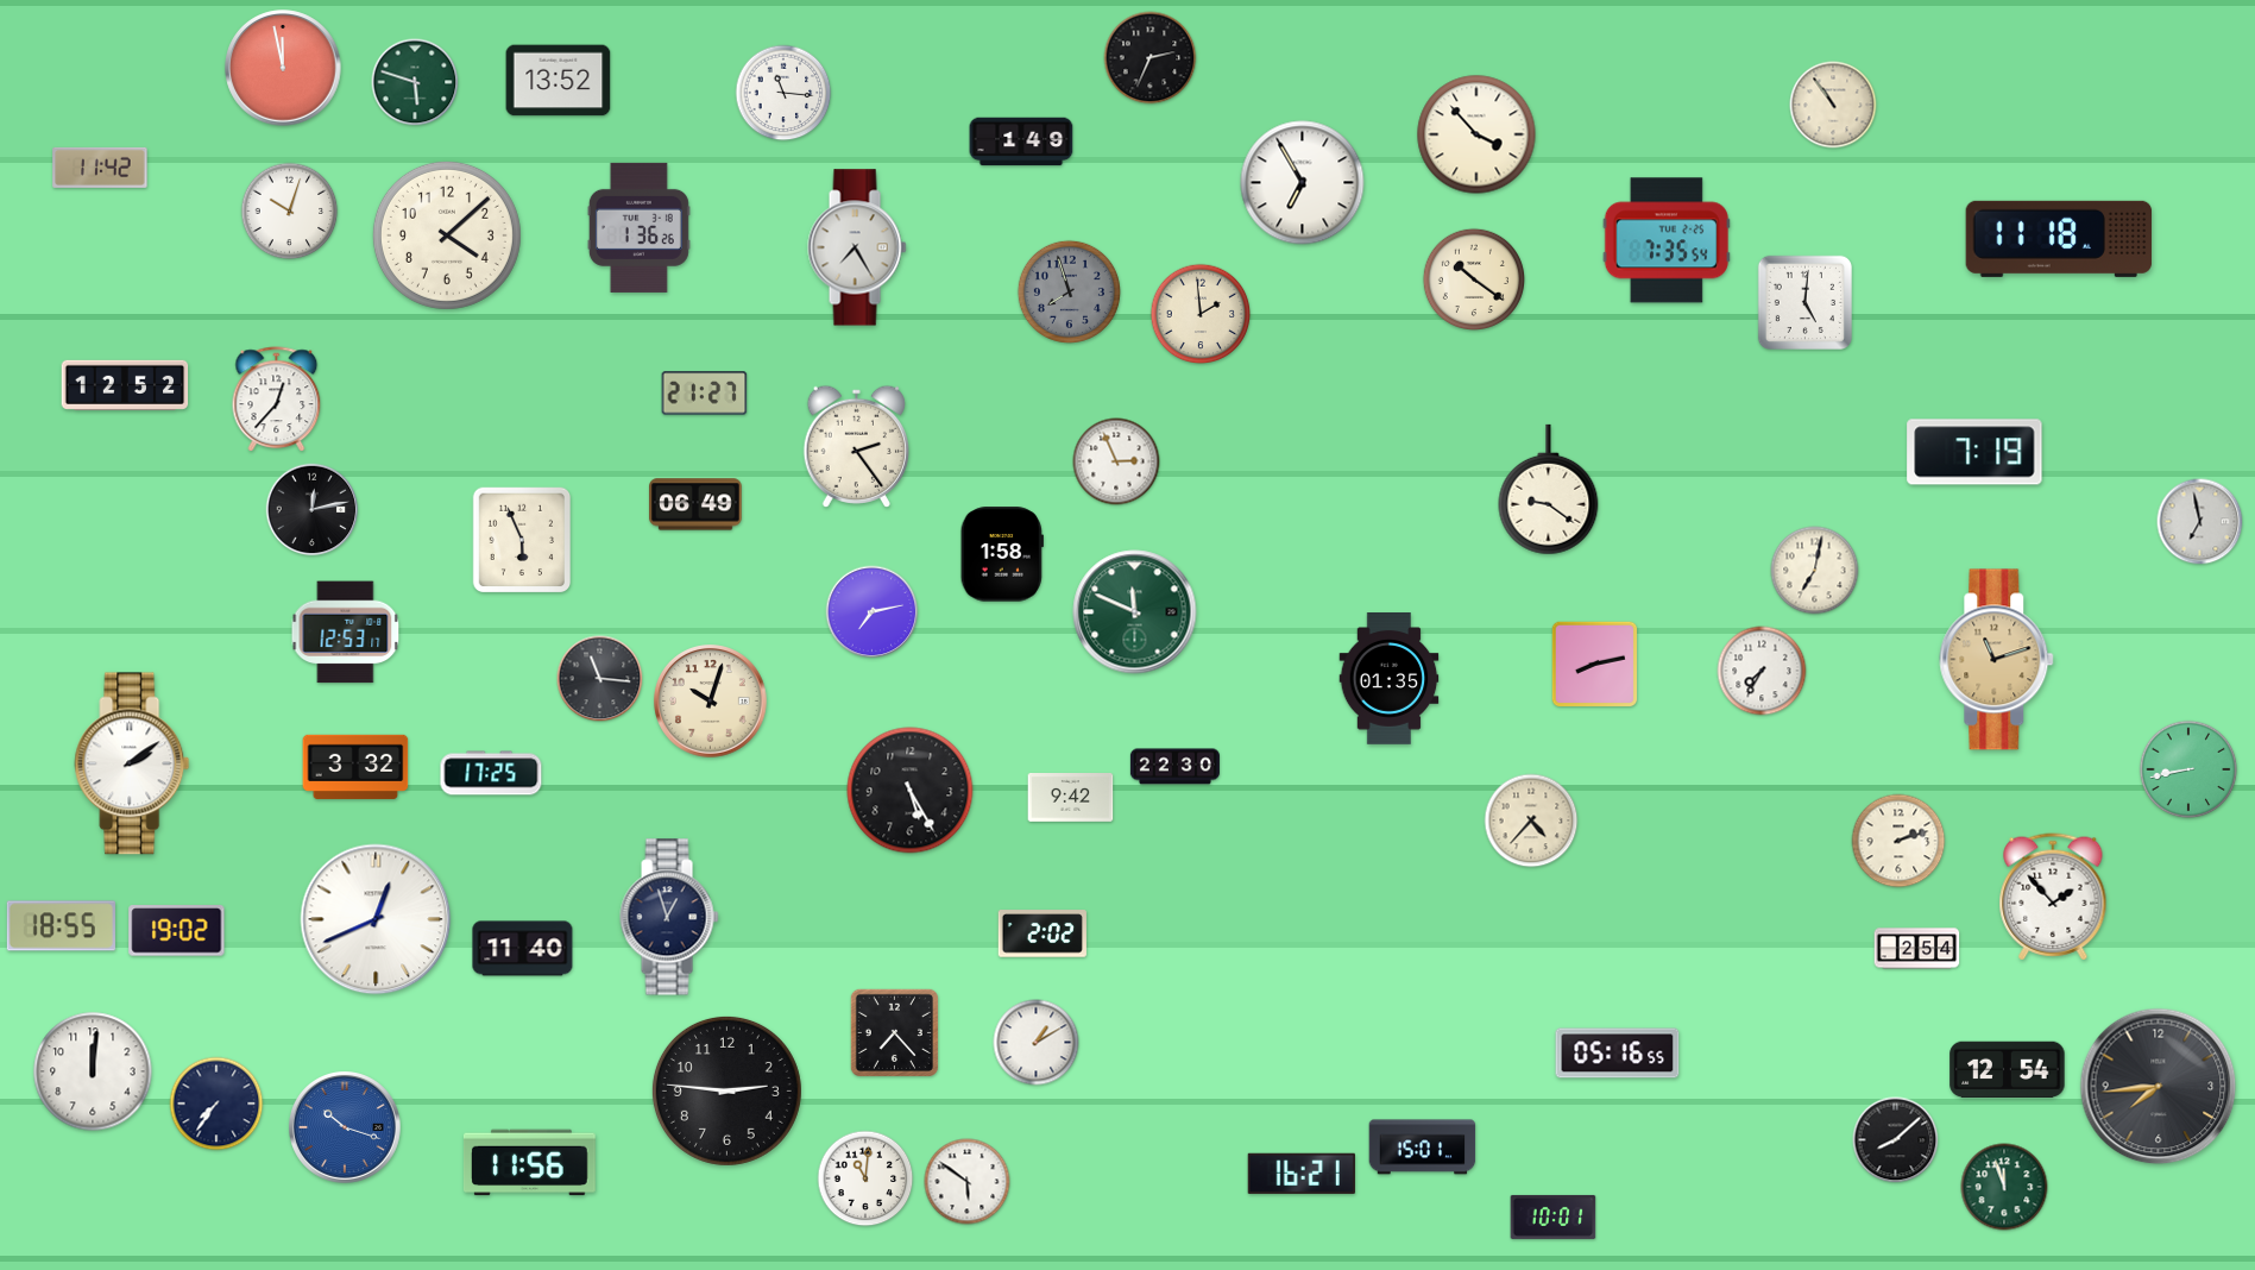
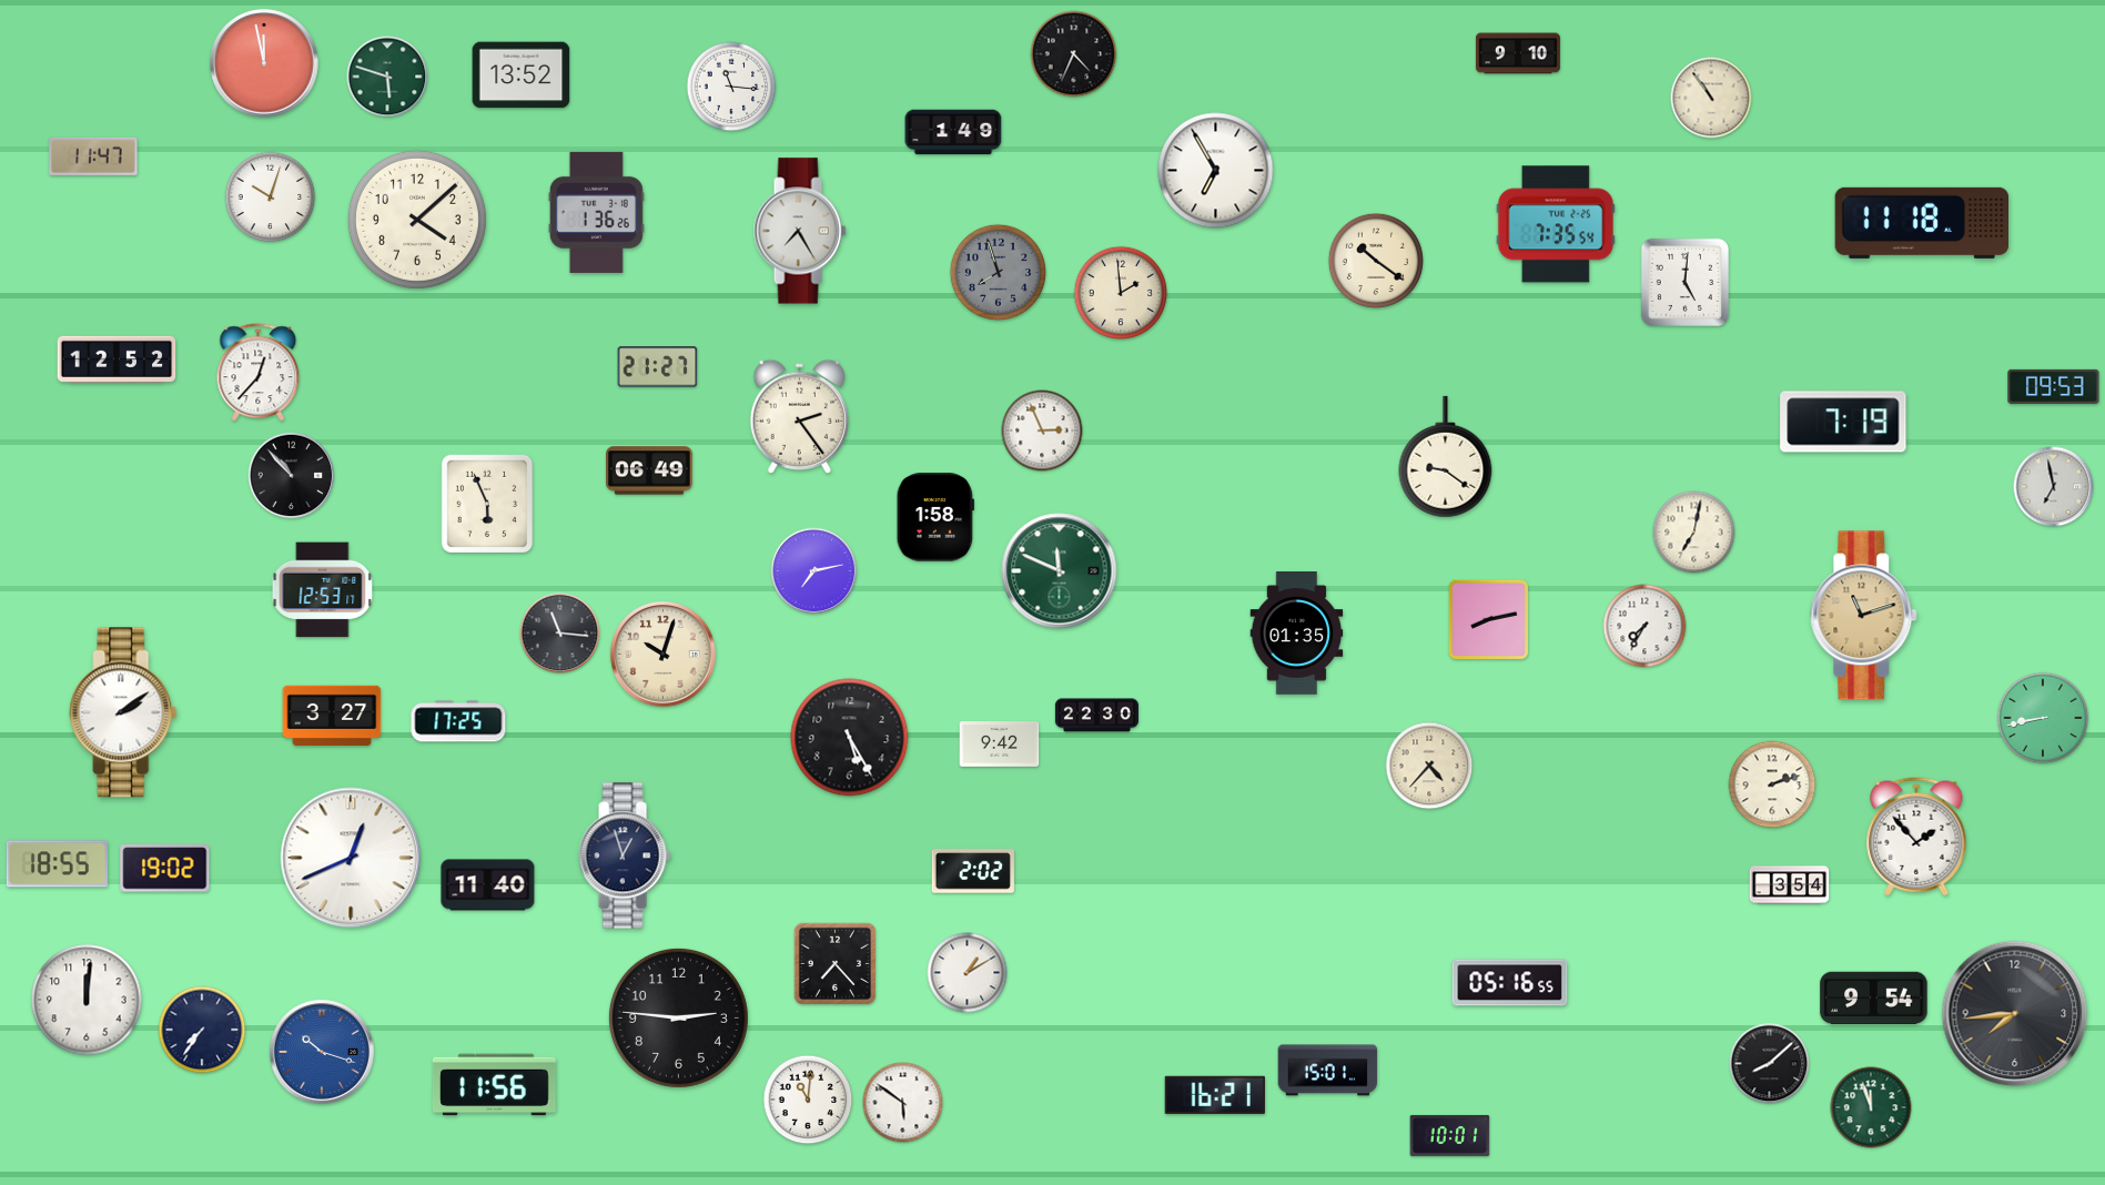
clock at (1518, 53): none -> 9:10
clock at (1151, 58): 2:34 -> 4:34
clock at (1476, 134): 3:53 -> none
clock at (100, 168): 11:42 -> 11:47
clock at (2054, 386): none -> 09:53
clock at (313, 510): 12:13 -> 10:53
clock at (355, 767): 3:32 -> 3:27
clock at (1917, 949): 2:54 -> 3:54
clock at (2008, 1070): 12:54 -> 9:54
